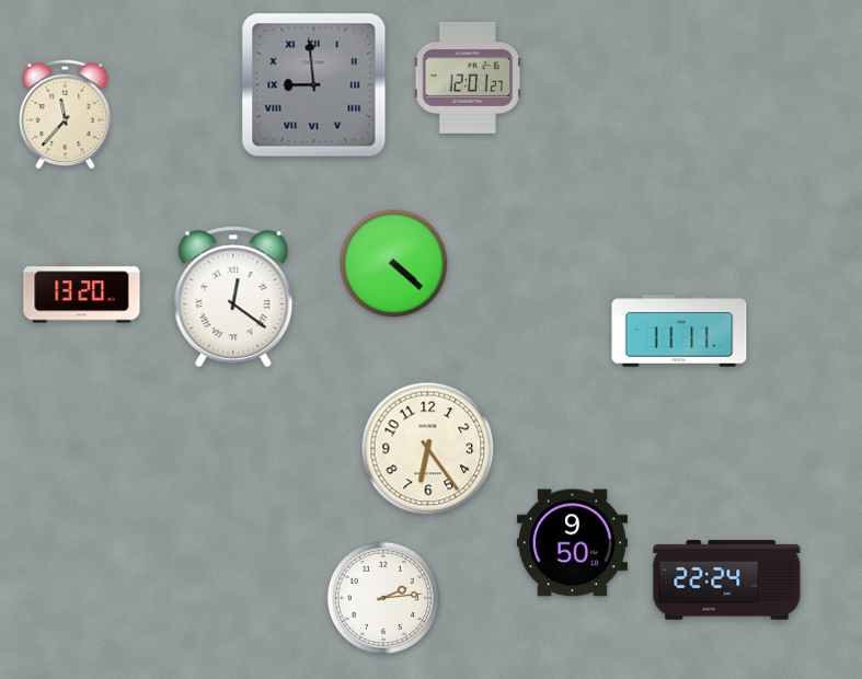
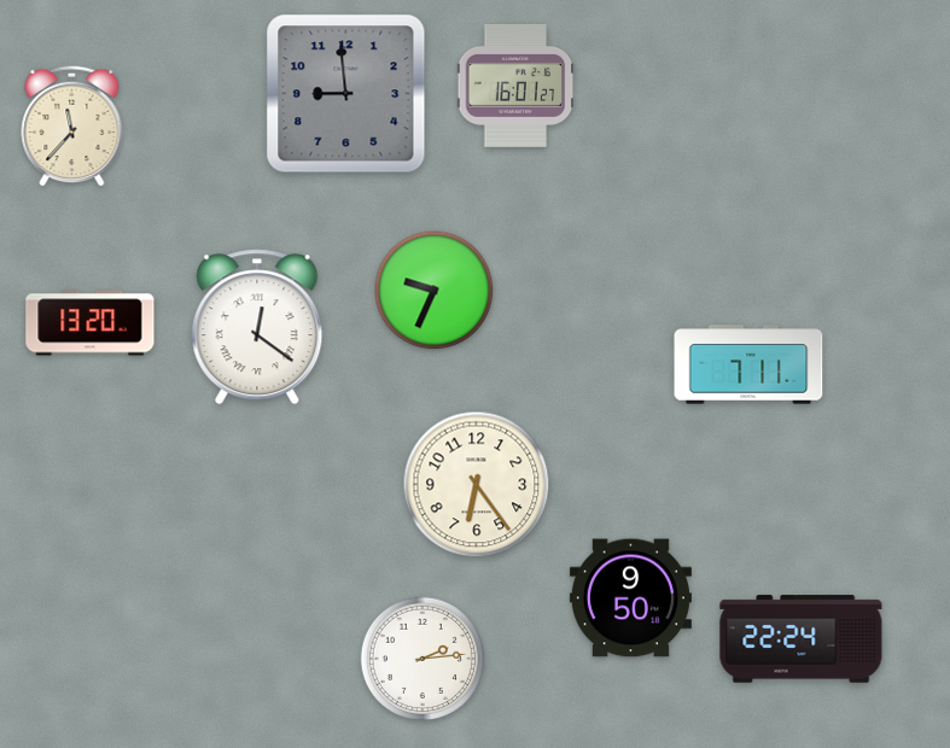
clock at (468, 78): 12:01 -> 16:01
clock at (314, 85) numerals: Roman -> Arabic
clock at (394, 264): 4:22 -> 9:34
clock at (679, 331): 11:11 -> 7:11
clock at (428, 449) position: (428, 449) -> (477, 485)
